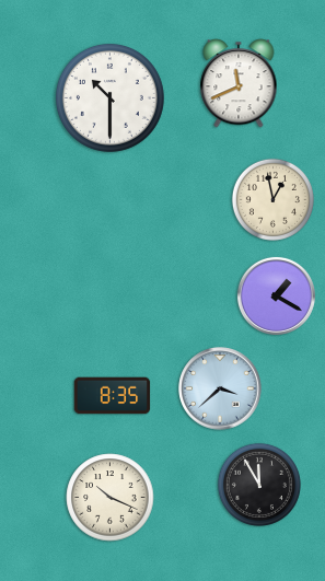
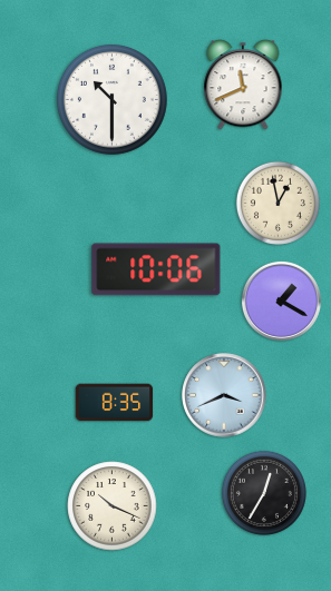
clock at (156, 269): none -> 10:06
clock at (220, 388): 3:38 -> 3:41
clock at (259, 485): 11:55 -> 12:35
